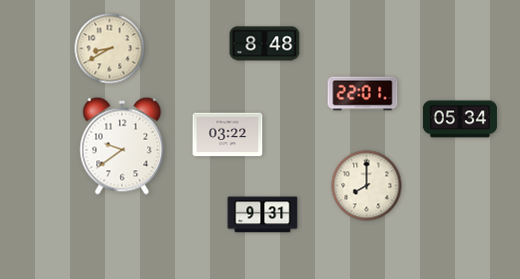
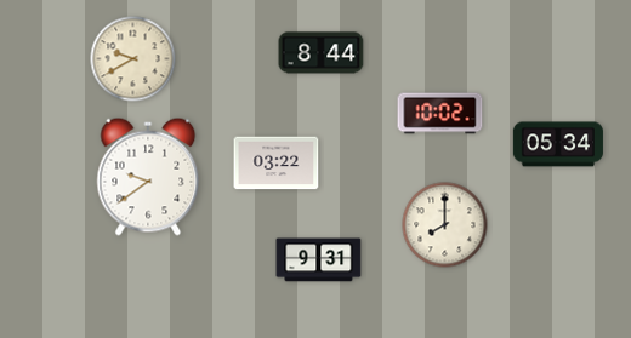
clock at (265, 44): 8:48 -> 8:44
clock at (110, 49): 8:40 -> 9:40
clock at (363, 94): 22:01 -> 10:02
